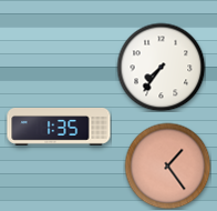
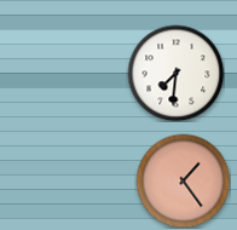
clock at (161, 67): 7:36 -> 7:31
clock at (59, 128): 1:35 -> none
